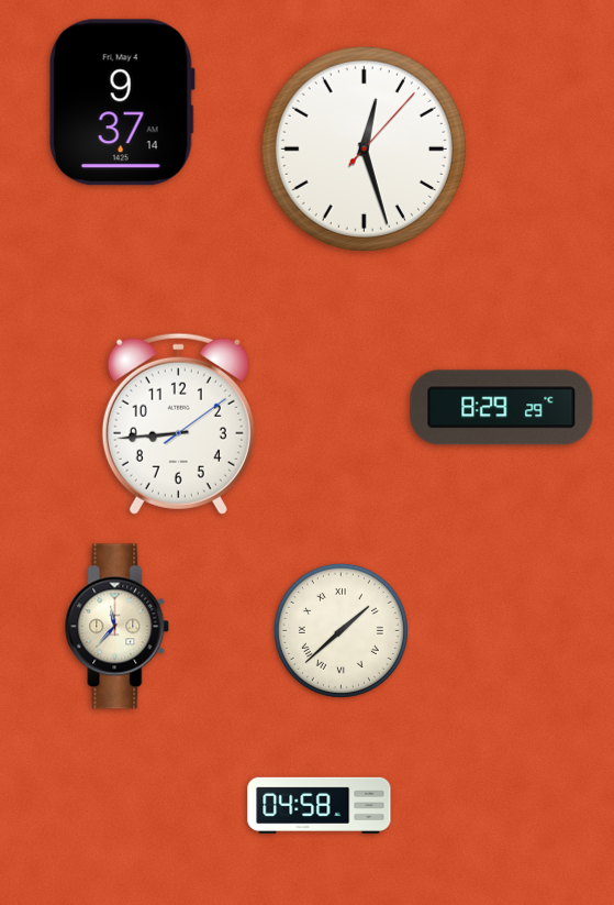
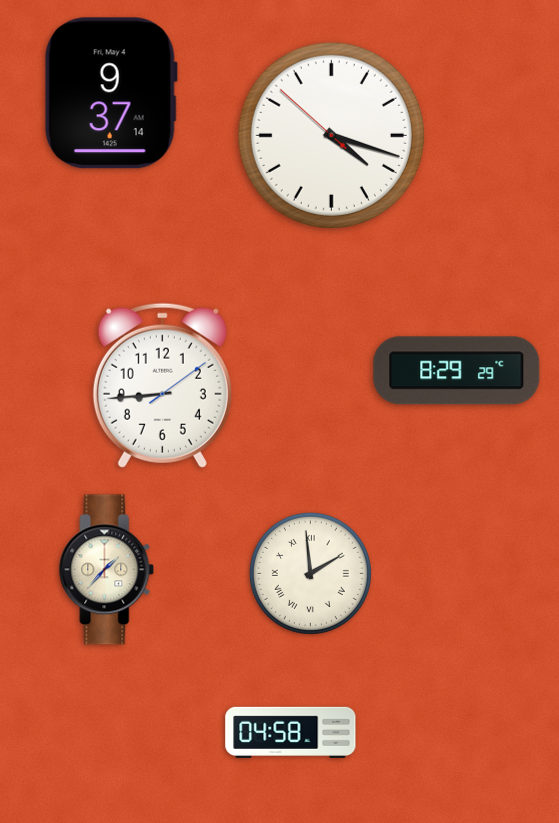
clock at (364, 148): 12:27 -> 4:17
clock at (118, 627): 11:37 -> 1:37
clock at (341, 630): 1:38 -> 1:59
